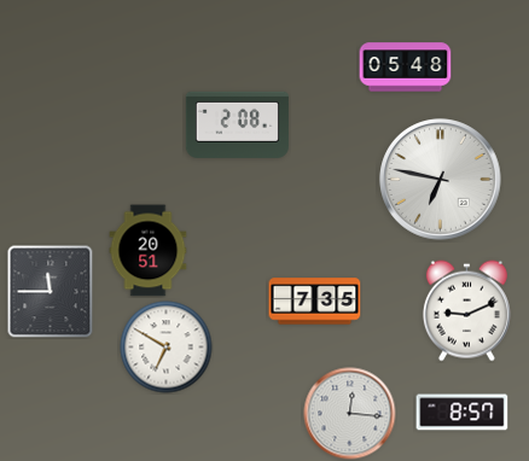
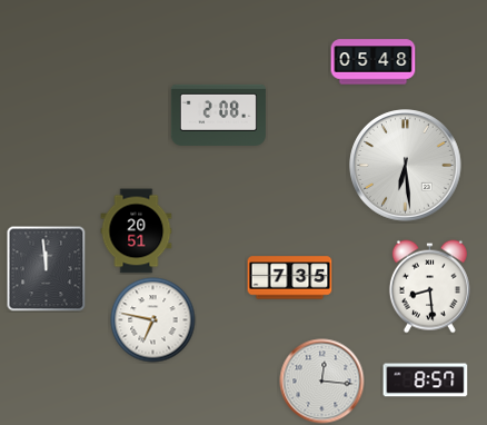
clock at (441, 180): 6:47 -> 6:29
clock at (51, 292): 11:45 -> 11:59
clock at (466, 311): 9:11 -> 8:29
clock at (167, 348): 6:50 -> 6:47
